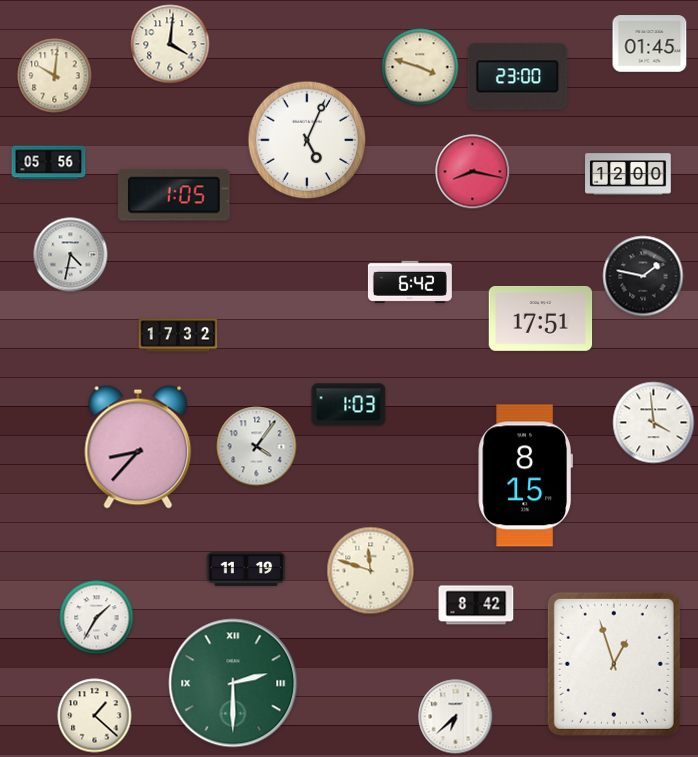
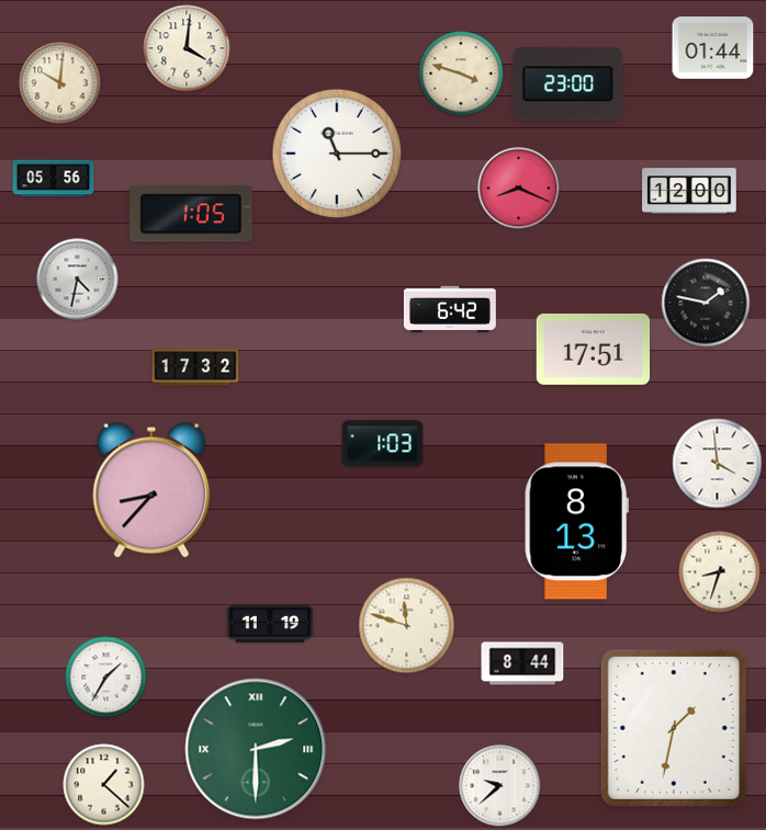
clock at (650, 44): 01:45 -> 01:44
clock at (307, 140): 5:04 -> 11:15
clock at (473, 172): 8:17 -> 8:19
clock at (257, 447): 4:06 -> none
clock at (525, 476): 8:15 -> 8:13
clock at (720, 572): none -> 8:33
clock at (476, 605): 8:42 -> 8:44
clock at (614, 664): 12:57 -> 1:32
clock at (456, 717): 6:38 -> 9:38
